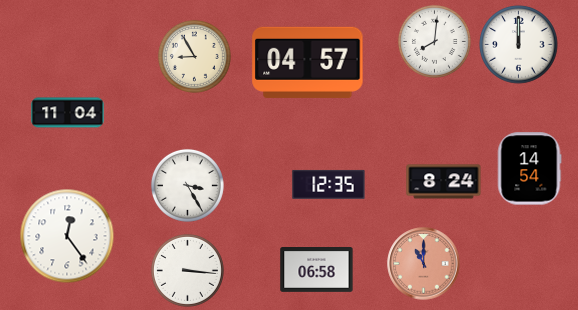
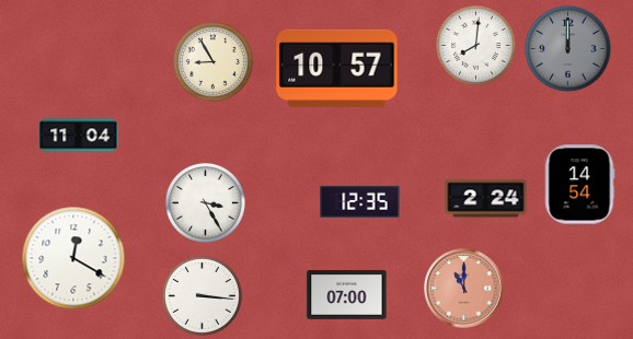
clock at (519, 45) dial: white -> grey
clock at (308, 62): 04:57 -> 10:57
clock at (68, 113) position: (68, 113) -> (79, 136)
clock at (444, 182): 8:24 -> 2:24
clock at (67, 236): 12:24 -> 12:20
clock at (187, 270) position: (187, 270) -> (202, 295)
clock at (317, 270): 06:58 -> 07:00
